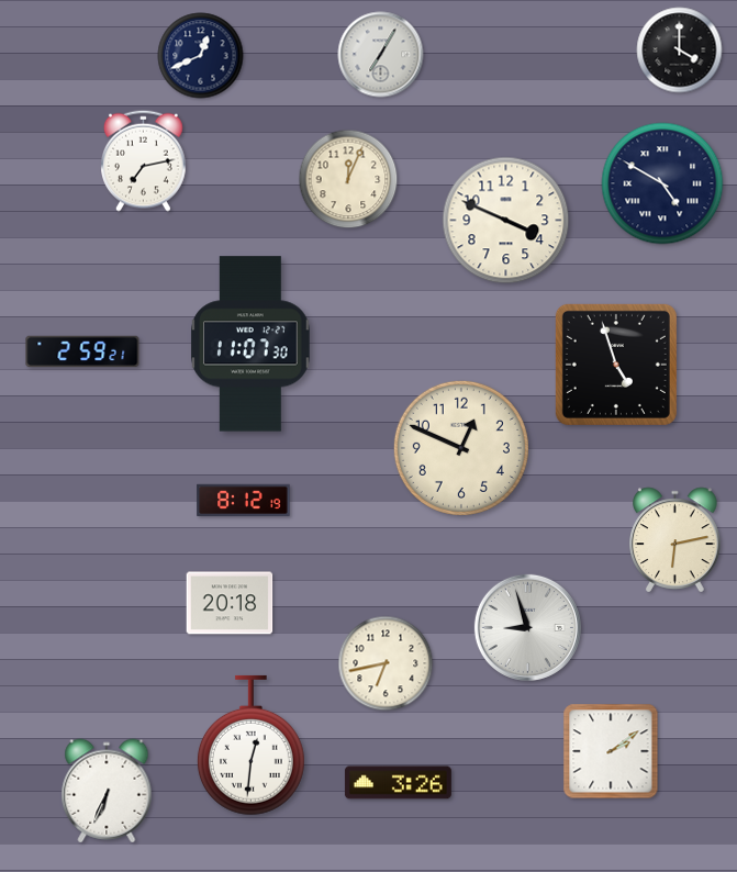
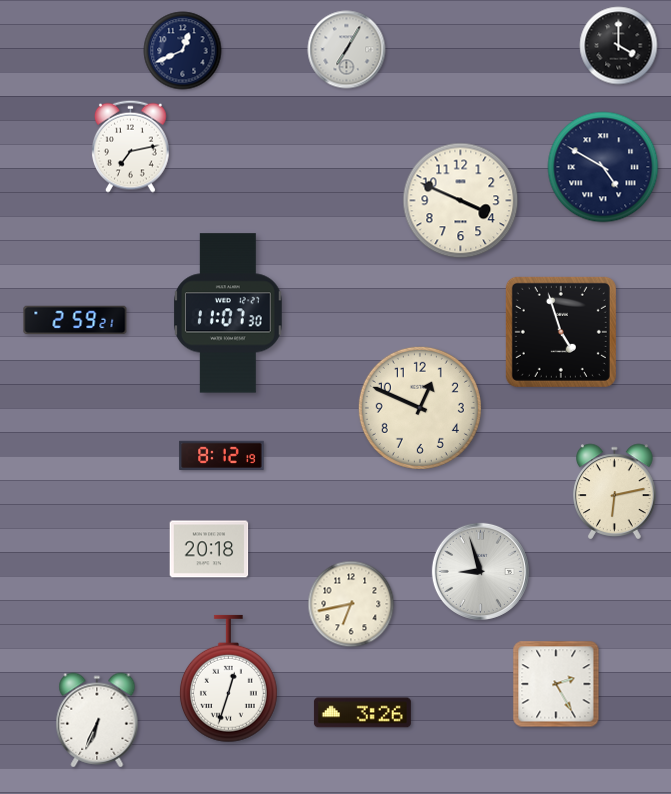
clock at (348, 179): 12:04 -> none
clock at (250, 746): 12:31 -> 12:33
clock at (611, 751): 2:09 -> 2:25
